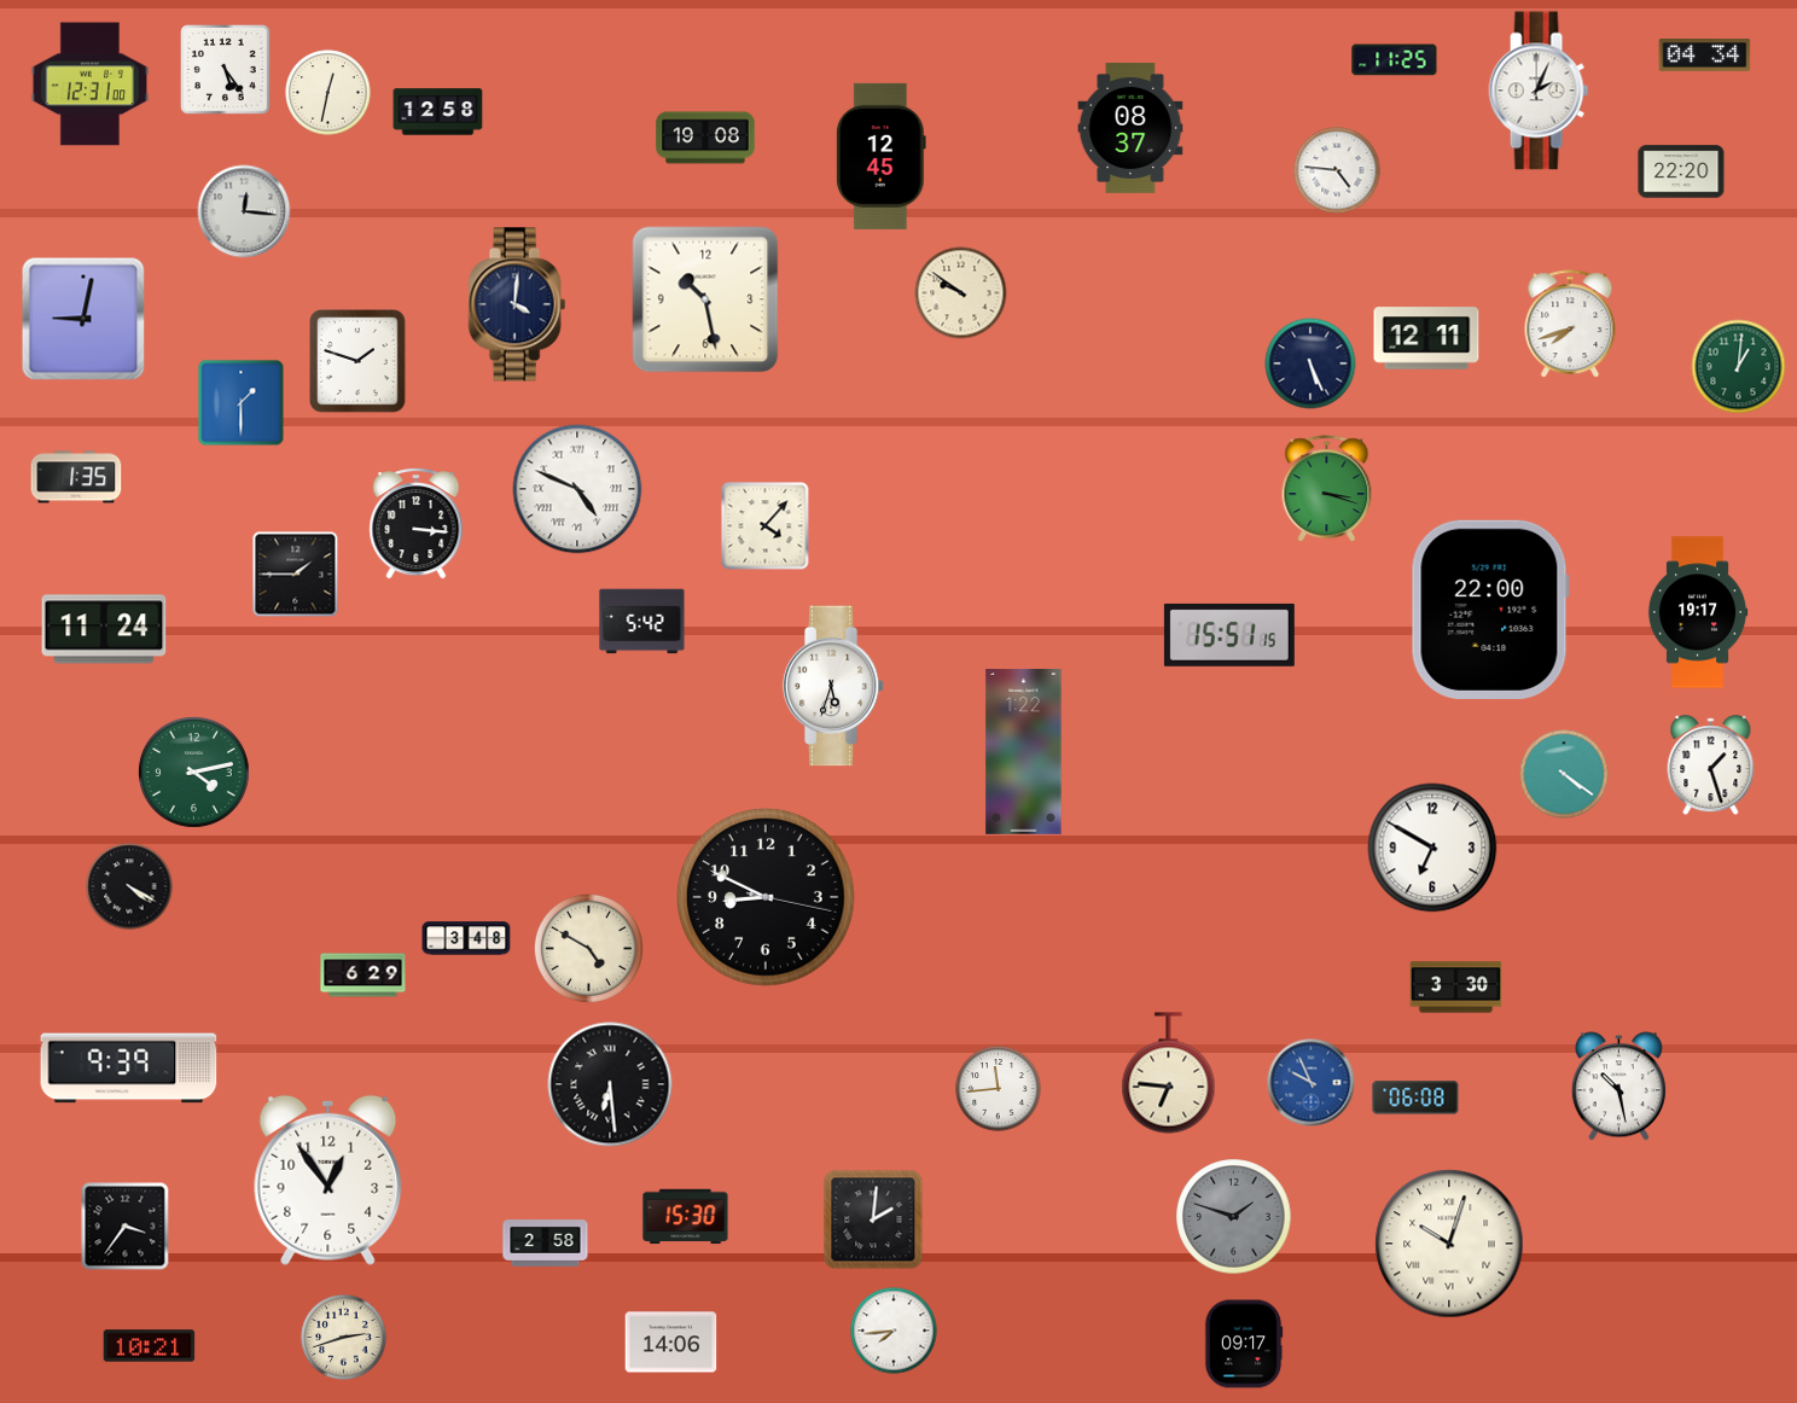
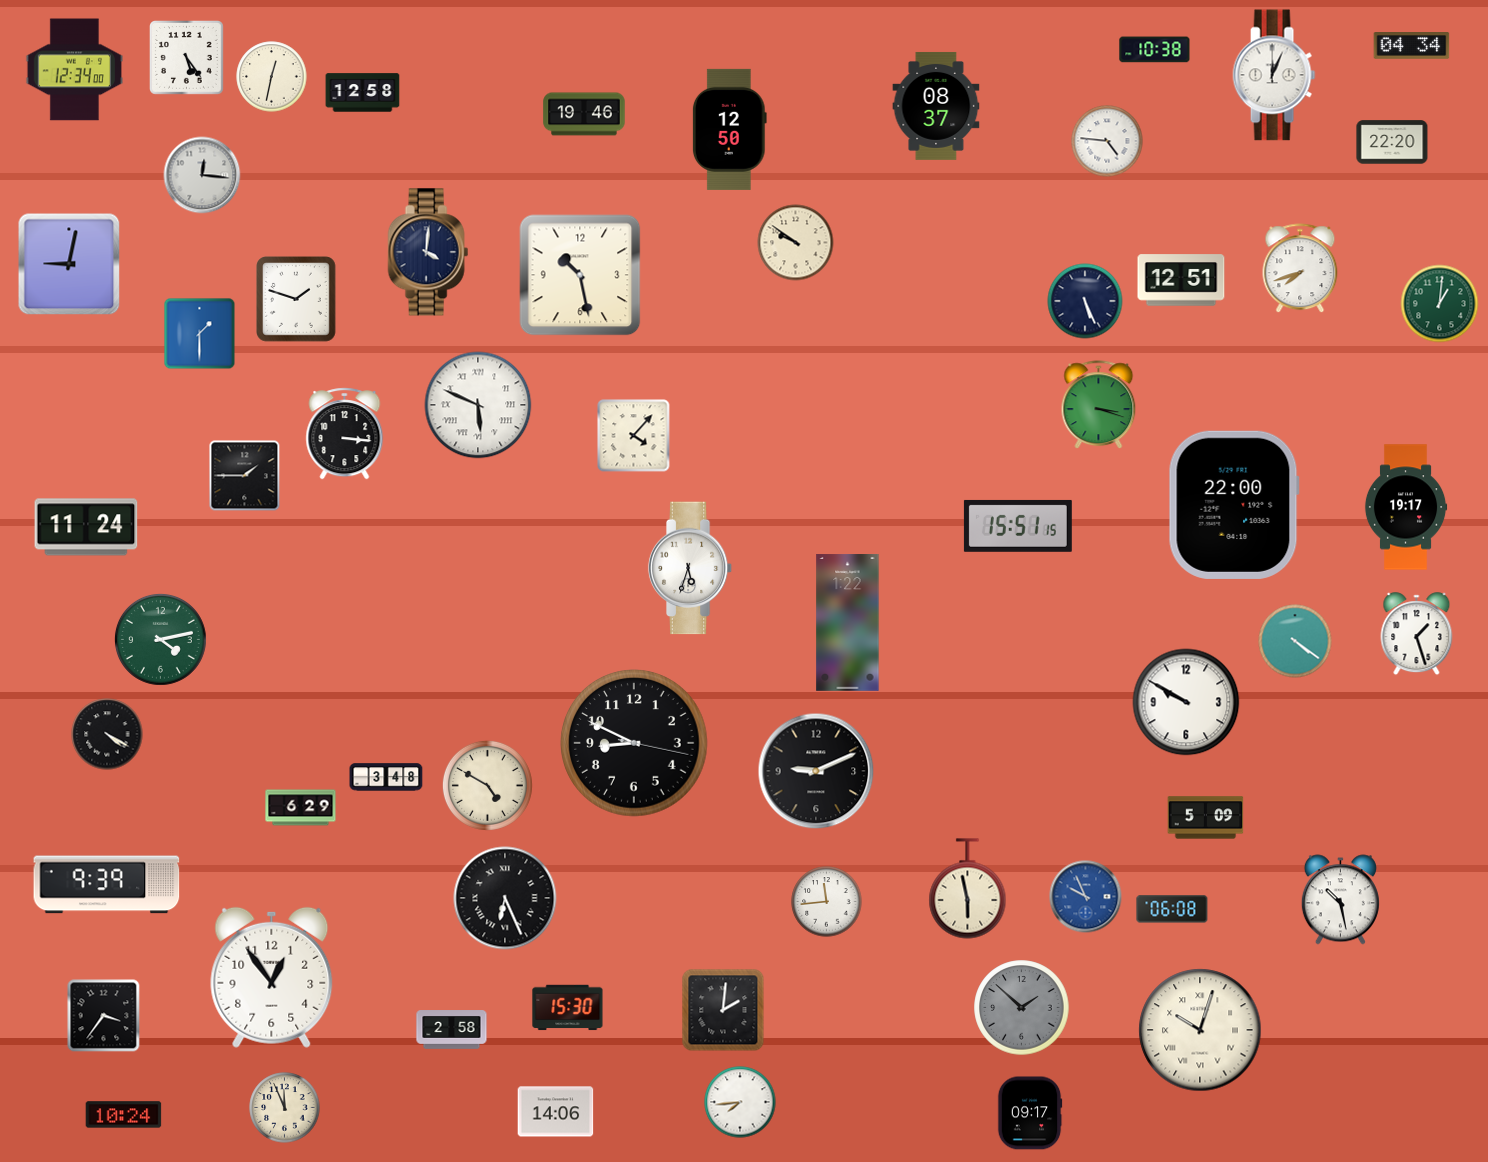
clock at (1395, 60): 11:25 -> 10:38
clock at (89, 85): 12:31 -> 12:34
clock at (1539, 91): 2:04 -> 12:04
clock at (705, 138): 19:08 -> 19:46
clock at (880, 156): 12:45 -> 12:50
clock at (705, 299) position: (705, 299) -> (580, 275)
clock at (1426, 338): 12:11 -> 12:51
clock at (76, 477): 1:35 -> none
clock at (577, 489): 4:49 -> 5:49
clock at (642, 622): 5:42 -> none
clock at (104, 629) position: (104, 629) -> (86, 527)
clock at (1432, 848): 6:50 -> 9:50
clock at (816, 771): none -> 9:11
clock at (1456, 988): 3:30 -> 5:09
clock at (1169, 1073): 6:46 -> 5:58
clock at (610, 1084): 6:29 -> 6:26
clock at (1234, 1217): 1:48 -> 1:52
clock at (344, 1338): 2:42 -> 11:56
clock at (150, 1346): 10:21 -> 10:24
